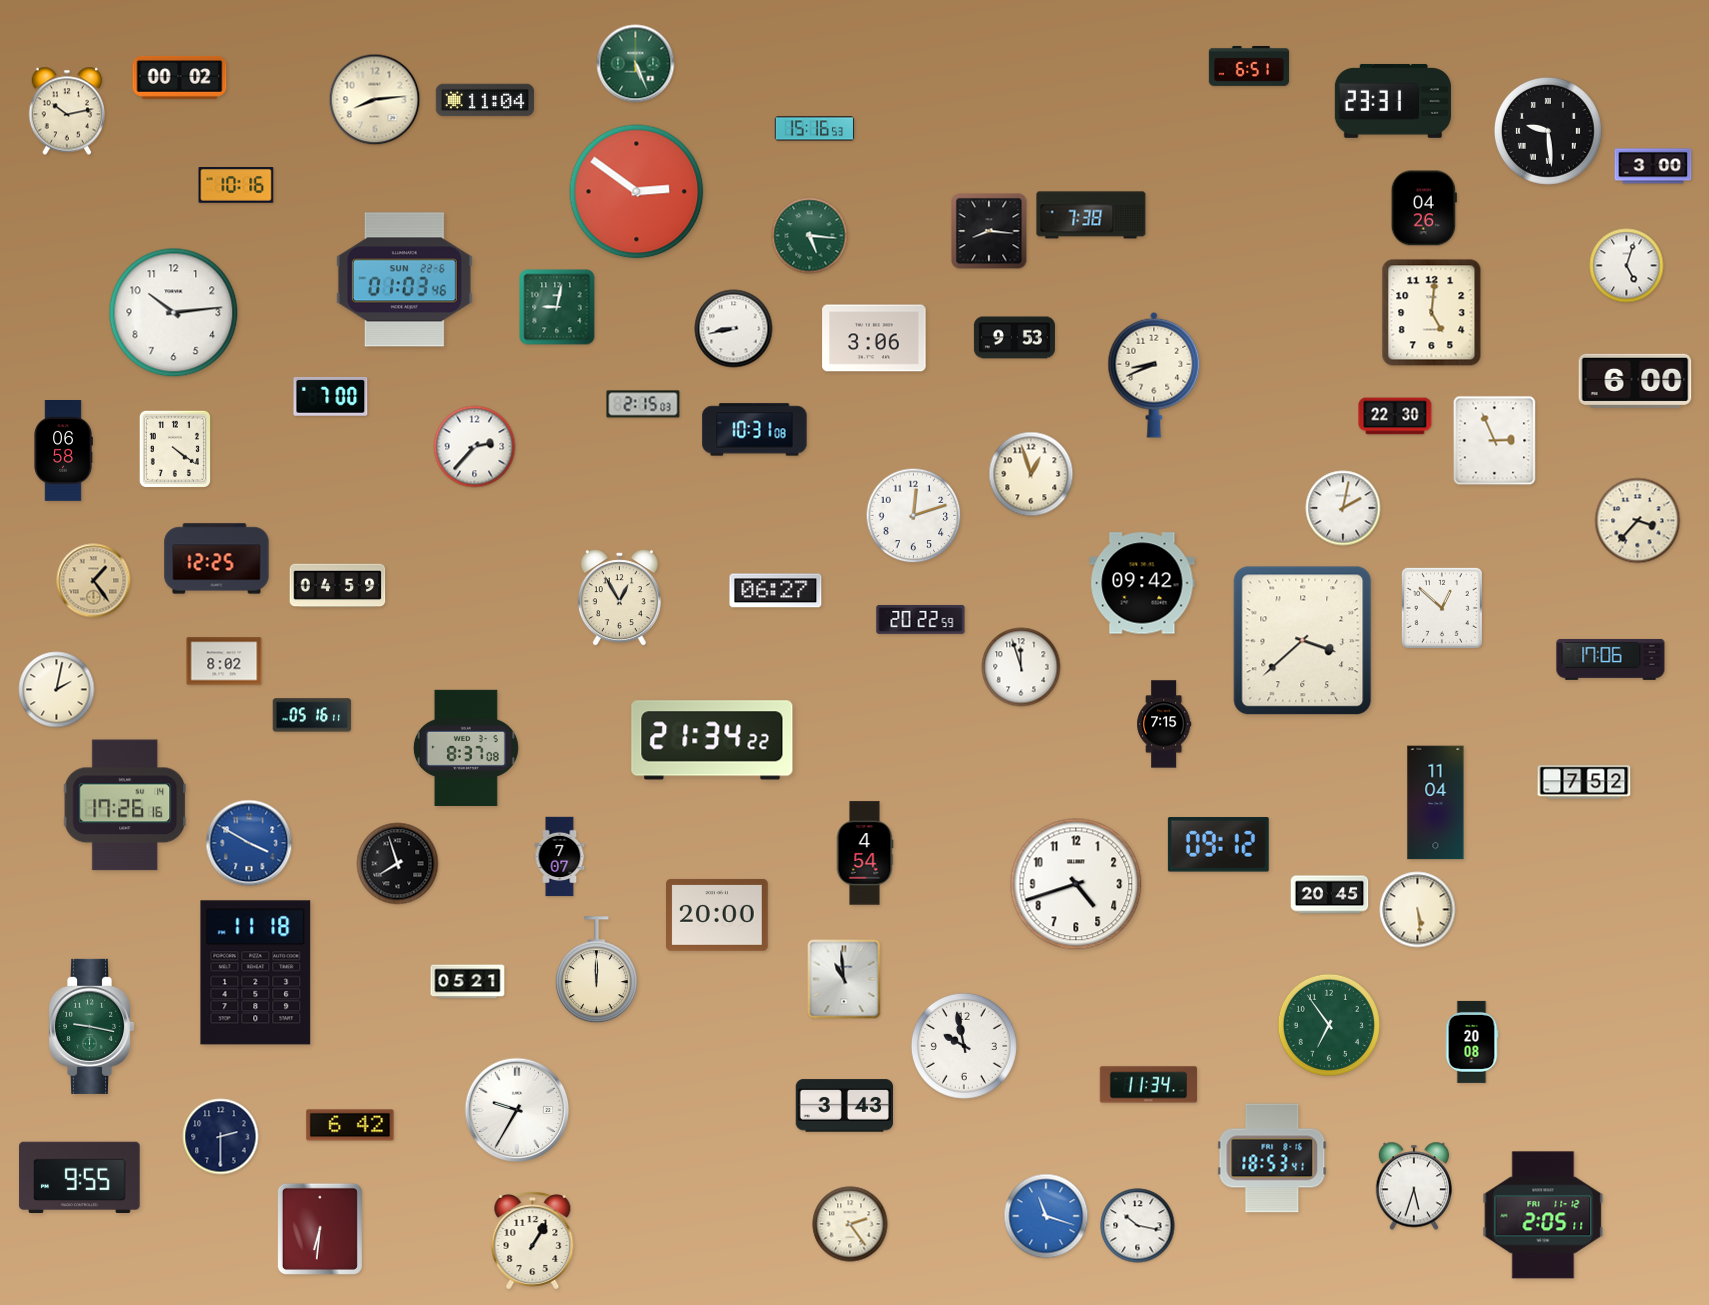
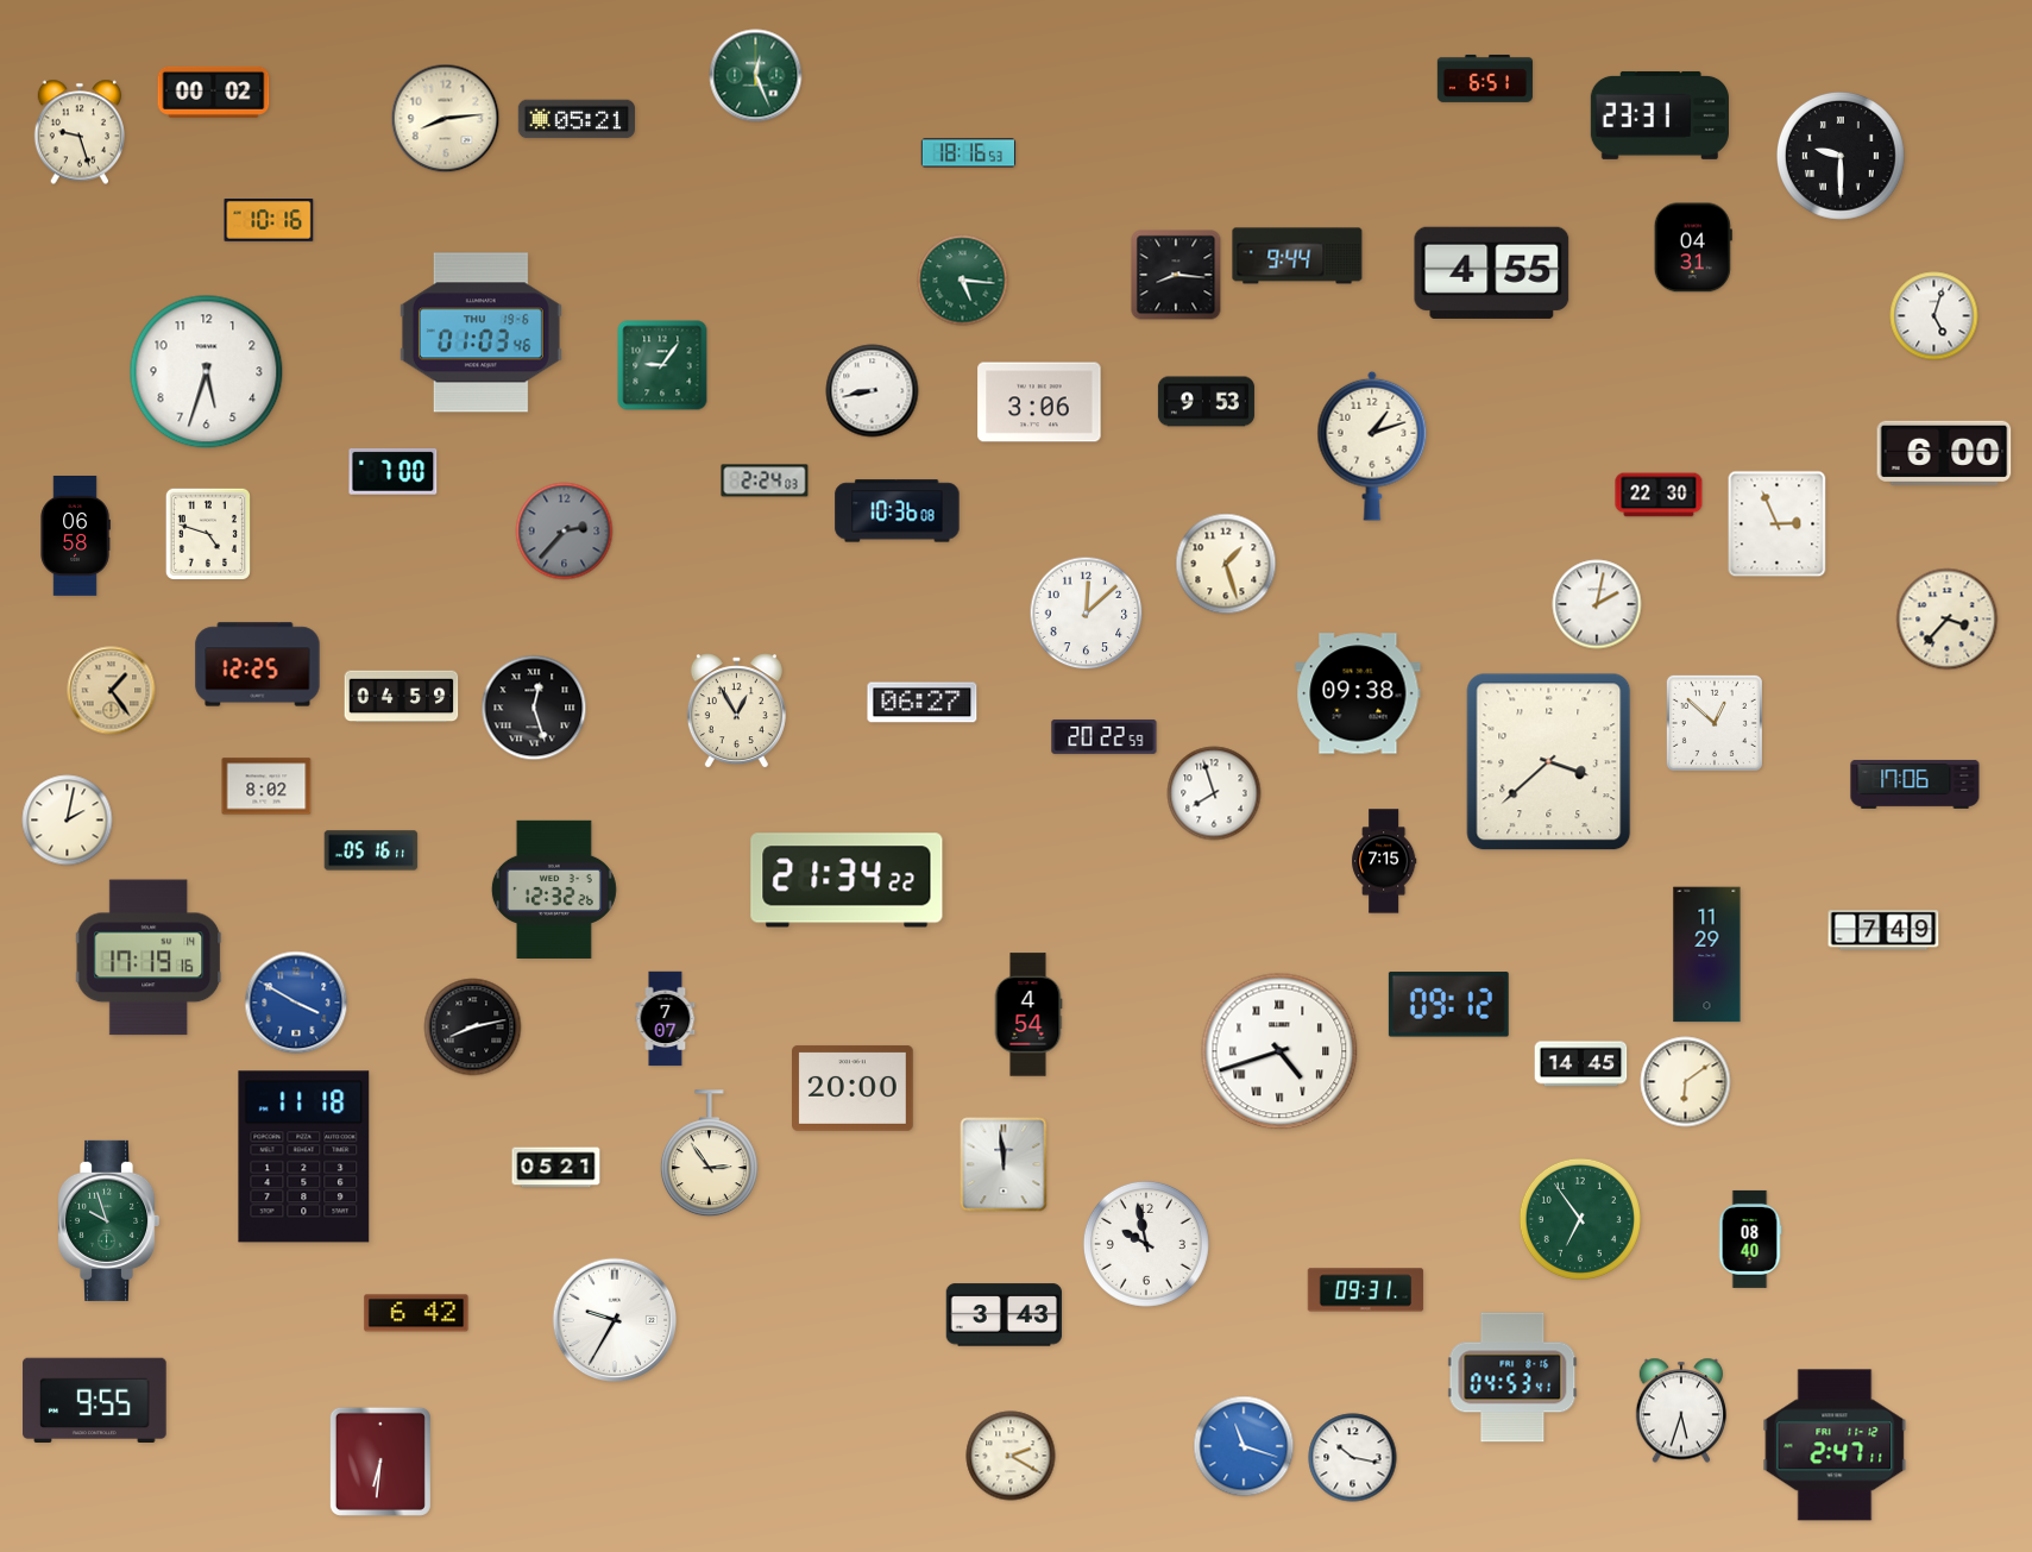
clock at (636, 64): 5:26 -> 12:26
clock at (485, 100): 11:04 -> 05:21
clock at (1393, 101) position: (1393, 101) -> (1660, 115)
clock at (67, 111): 10:13 -> 9:27
clock at (815, 129): 15:16 -> 18:16
clock at (1548, 131): 9:29 -> 9:30
clock at (1653, 166): 3:00 -> none
clock at (236, 186) position: (236, 186) -> (269, 221)
clock at (637, 192): 2:51 -> none
clock at (1424, 208): 04:26 -> 04:31
clock at (1091, 215): 7:38 -> 9:44
clock at (1492, 272): none -> 4:55
clock at (404, 280) date: SUN 22-6 -> THU 19-6
clock at (557, 307): 9:02 -> 9:06
clock at (174, 313): 10:14 -> 5:33
clock at (1432, 313): 5:01 -> none
clock at (1154, 375): 8:41 -> 1:12
clock at (643, 404): 2:15 -> 2:24
clock at (755, 430): 10:31 -> 10:36
clock at (475, 447) dial: white -> grey
clock at (174, 448): 4:21 -> 4:48
clock at (1031, 474): 12:57 -> 1:27
clock at (914, 516): 12:12 -> 12:08
clock at (1142, 583): 09:42 -> 09:38
clock at (534, 708): none -> 12:27
clock at (921, 619) position: (921, 619) -> (1105, 736)
clock at (1021, 667): 11:57 -> 7:57
clock at (466, 748): 8:37 -> 12:32
clock at (1584, 782): 7:52 -> 7:49
clock at (1436, 803): 11:04 -> 11:29
clock at (125, 805): 17:26 -> 17:19
clock at (398, 864): 7:57 -> 8:13
clock at (1076, 884) numerals: Arabic -> Roman
clock at (1330, 895): 20:45 -> 14:45
clock at (1418, 910): 5:29 -> 6:09
clock at (596, 970): 12:00 -> 2:54
clock at (844, 979): 10:59 -> 11:59
clock at (92, 1026): 9:17 -> 9:57
clock at (1472, 1042): 20:08 -> 08:40
clock at (1149, 1085): 11:34 -> 09:31
clock at (350, 1125) position: (350, 1125) -> (416, 1313)
clock at (221, 1137): 2:30 -> none
clock at (1272, 1158): 18:53 -> 04:53
clock at (1543, 1215): 2:05 -> 2:47
clock at (850, 1224): 2:24 -> 2:20
clock at (533, 1241): 1:05 -> none
